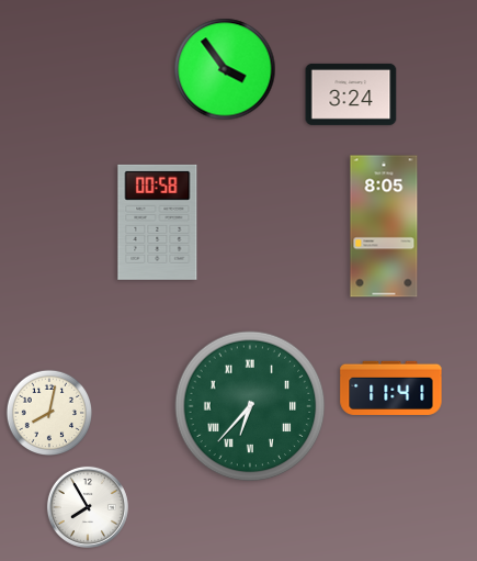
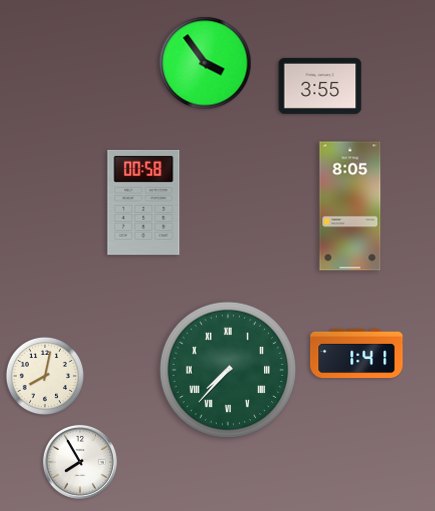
clock at (351, 94): 3:24 -> 3:55
clock at (391, 388): 11:41 -> 1:41
clock at (250, 406): 6:37 -> 7:37
